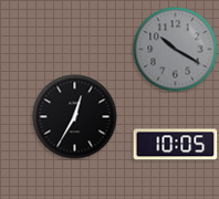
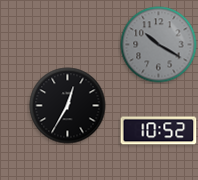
clock at (176, 145): 10:05 -> 10:52
